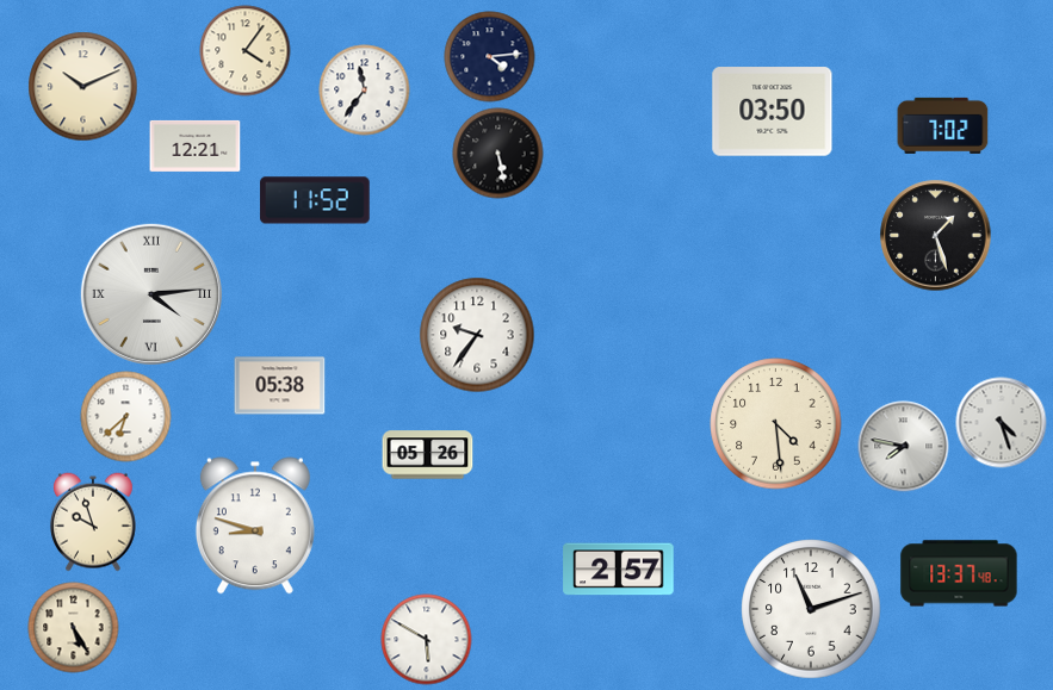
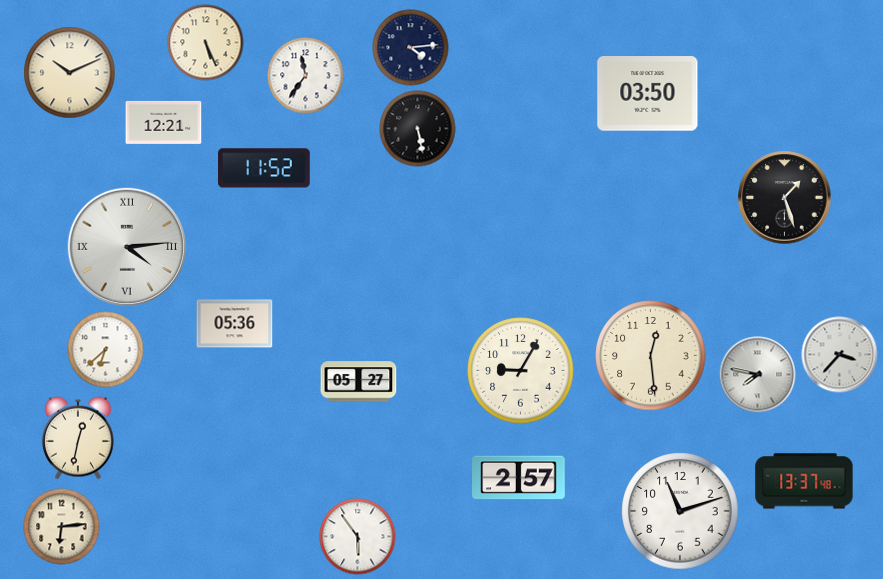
clock at (246, 51): 4:06 -> 5:26
clock at (943, 125): 7:02 -> none
clock at (477, 335): 9:36 -> none
clock at (280, 386): 05:38 -> 05:36
clock at (1002, 423): 4:27 -> 3:37
clock at (776, 424): 4:29 -> 12:29
clock at (521, 371): none -> 9:05
clock at (428, 455): 05:26 -> 05:27
clock at (93, 522): 9:57 -> 12:32
clock at (255, 526): 8:48 -> none
clock at (74, 628): 5:25 -> 6:14
clock at (427, 640): 5:50 -> 5:54
